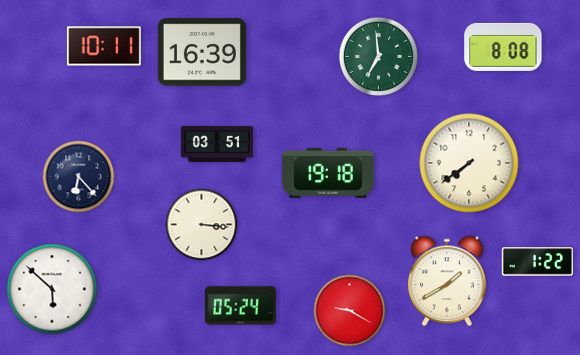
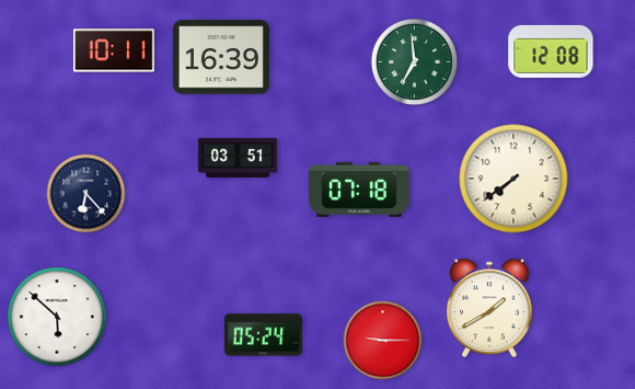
clock at (503, 47): 8:08 -> 12:08
clock at (328, 173): 19:18 -> 07:18
clock at (202, 225): 3:16 -> none
clock at (537, 262): 1:22 -> none
clock at (350, 311): 9:20 -> 9:15
